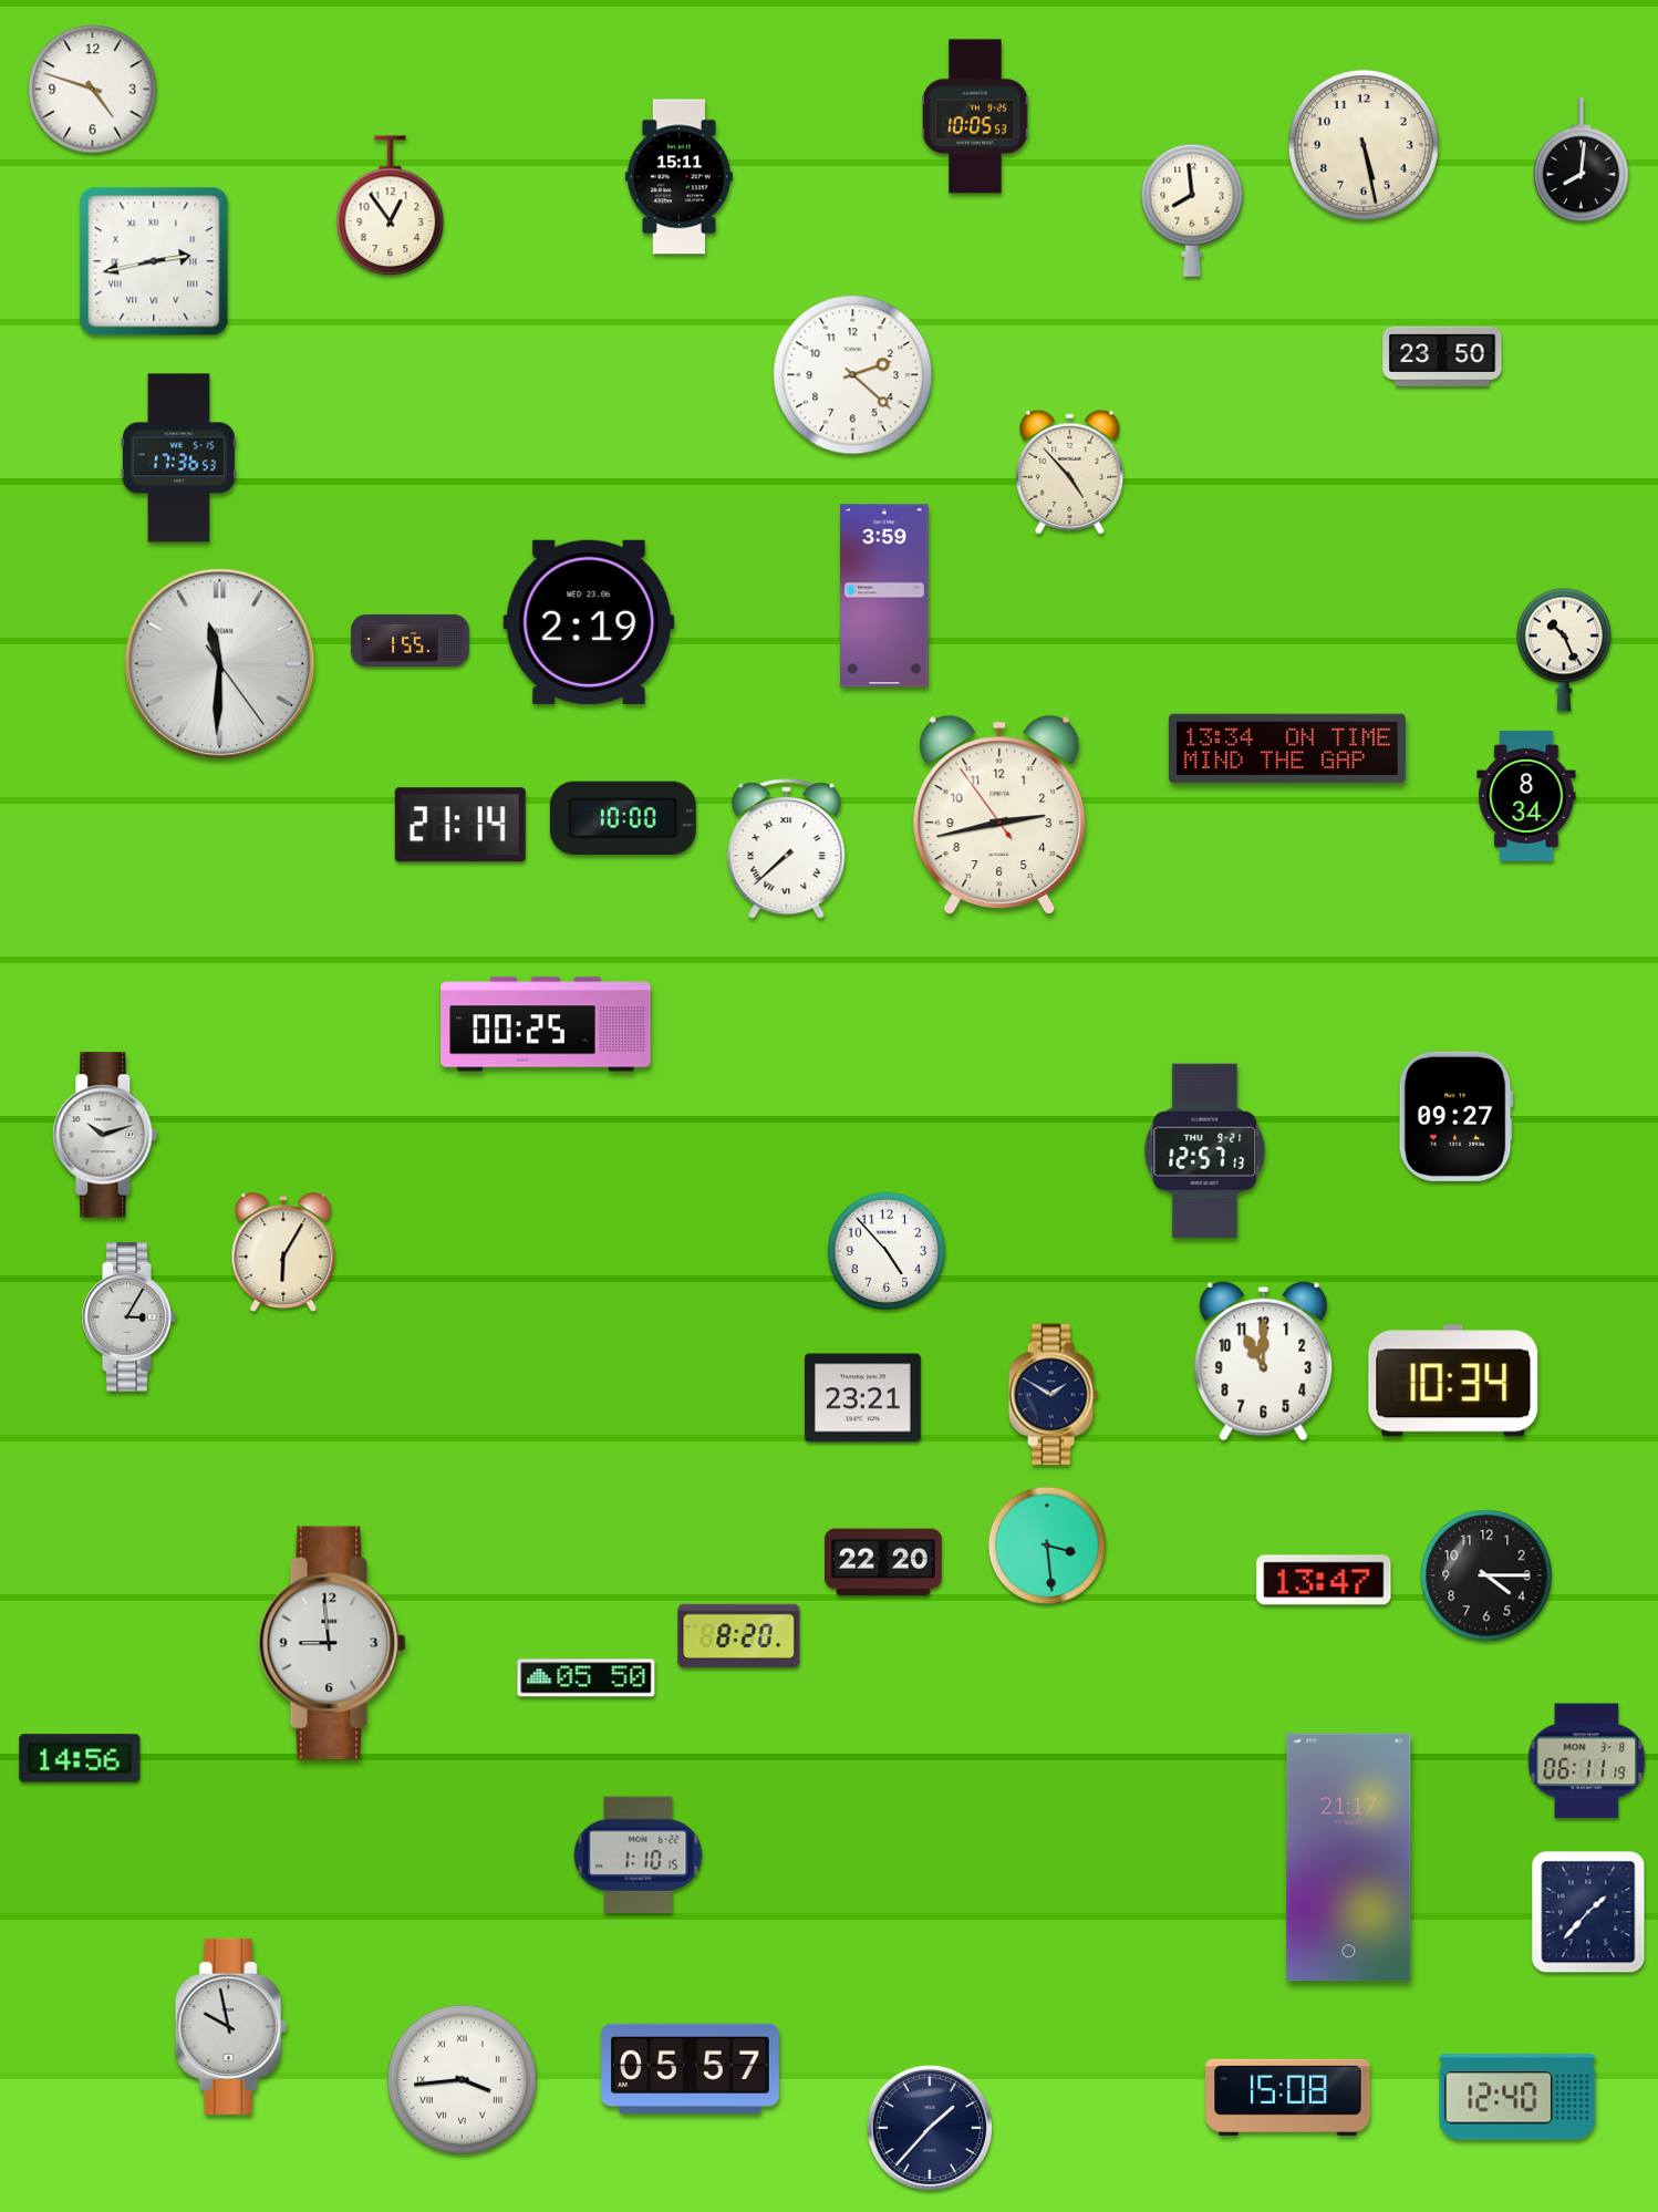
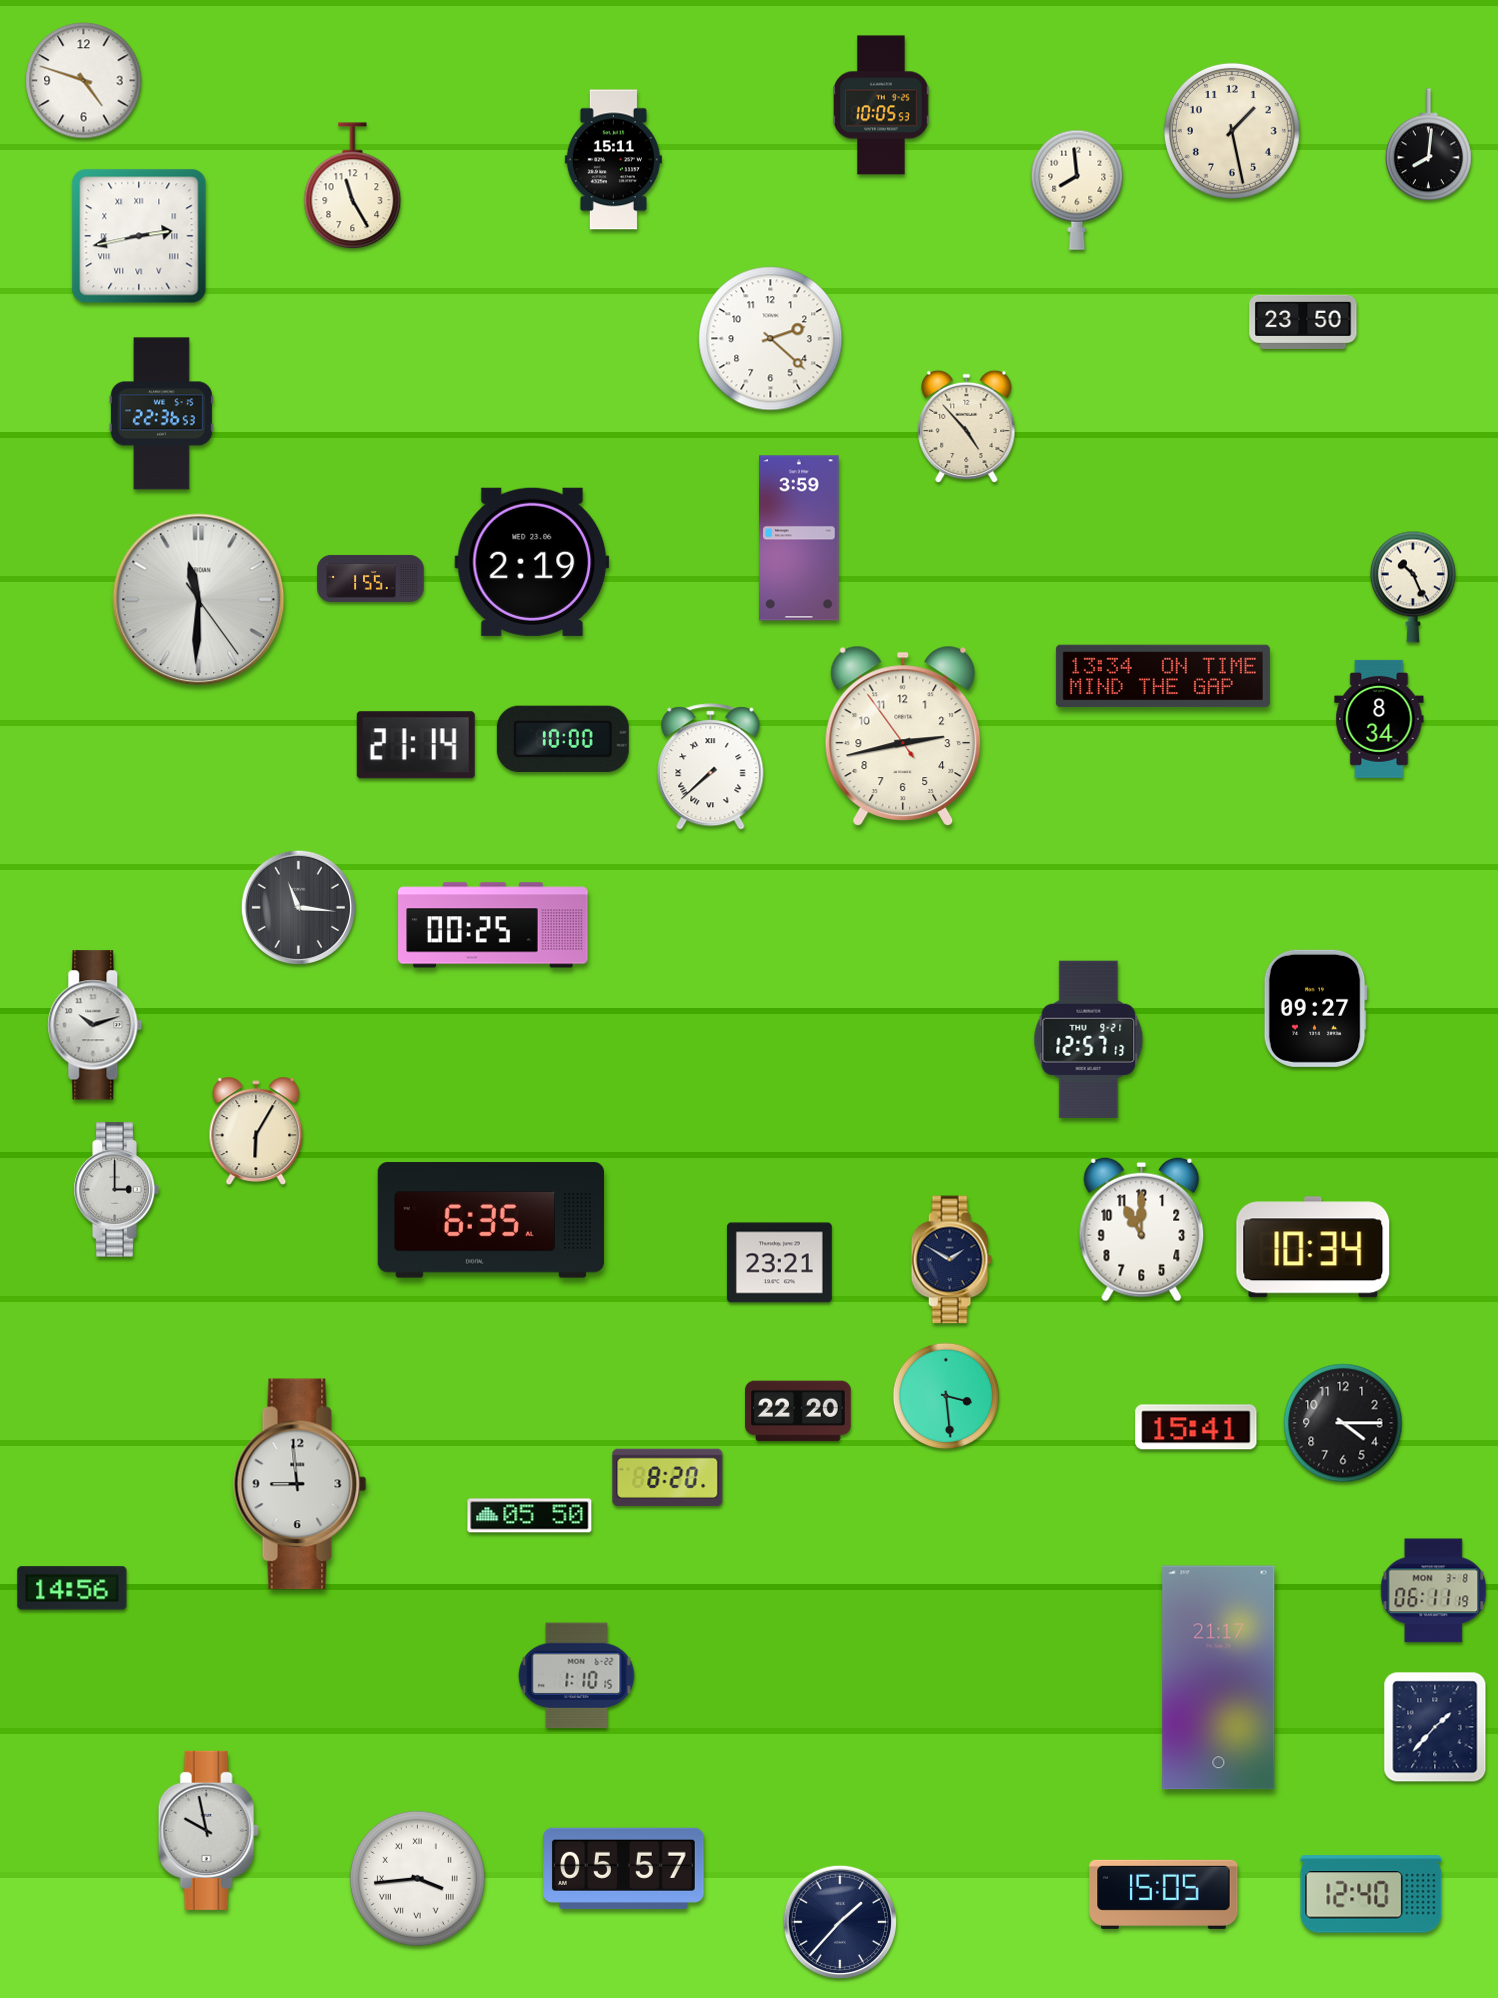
clock at (1364, 145): 5:28 -> 1:28
clock at (391, 206): 12:54 -> 11:25
clock at (178, 458): 17:36 -> 22:36
clock at (298, 907): none -> 11:16
clock at (887, 1251): 4:53 -> none
clock at (128, 1317): 3:05 -> 3:00
clock at (491, 1220): none -> 6:35
clock at (1324, 1580): 13:47 -> 15:41
clock at (1288, 2097): 15:08 -> 15:05
